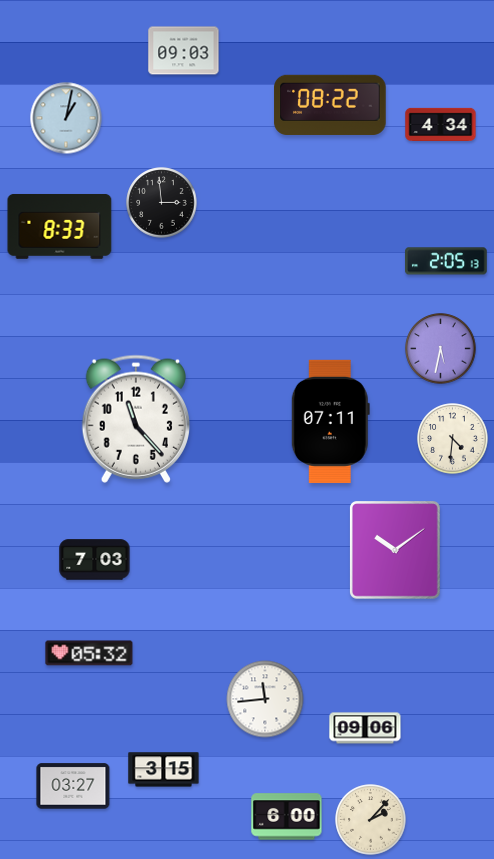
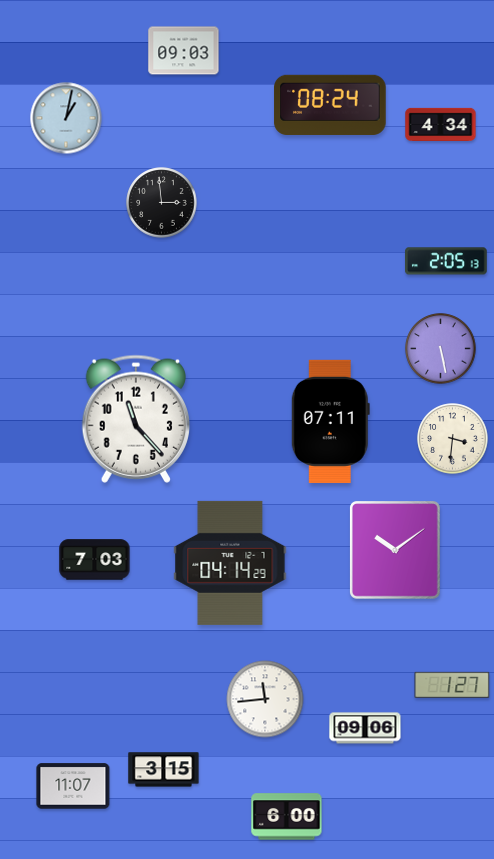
clock at (330, 105): 08:22 -> 08:24
clock at (60, 226): 8:33 -> none
clock at (441, 349): 5:32 -> 5:28
clock at (453, 439): 4:31 -> 3:31
clock at (230, 563): none -> 04:14
clock at (89, 653): 05:32 -> none
clock at (452, 685): none -> 1:27
clock at (73, 786): 03:27 -> 11:07
clock at (371, 820): 2:07 -> none
